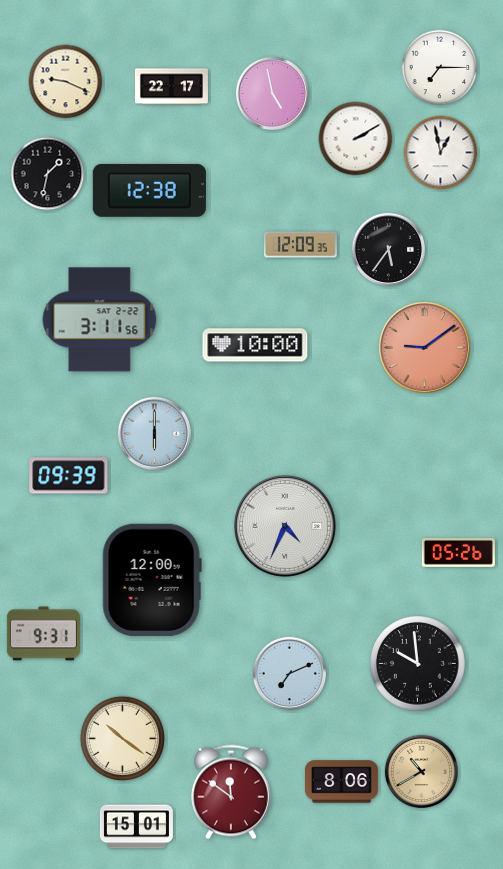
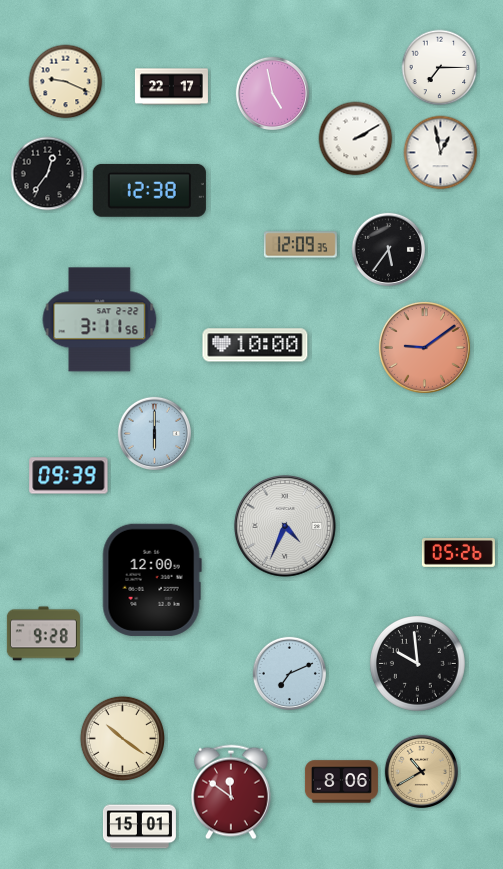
clock at (48, 174): 1:32 -> 12:36
clock at (43, 634): 9:31 -> 9:28
clock at (136, 827) position: (136, 827) -> (139, 827)
